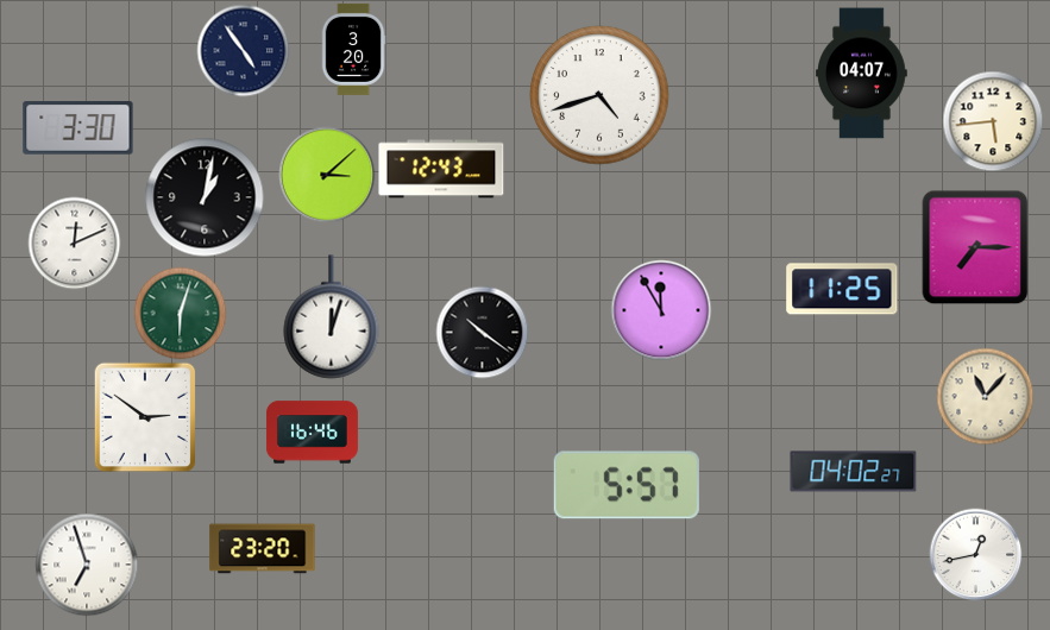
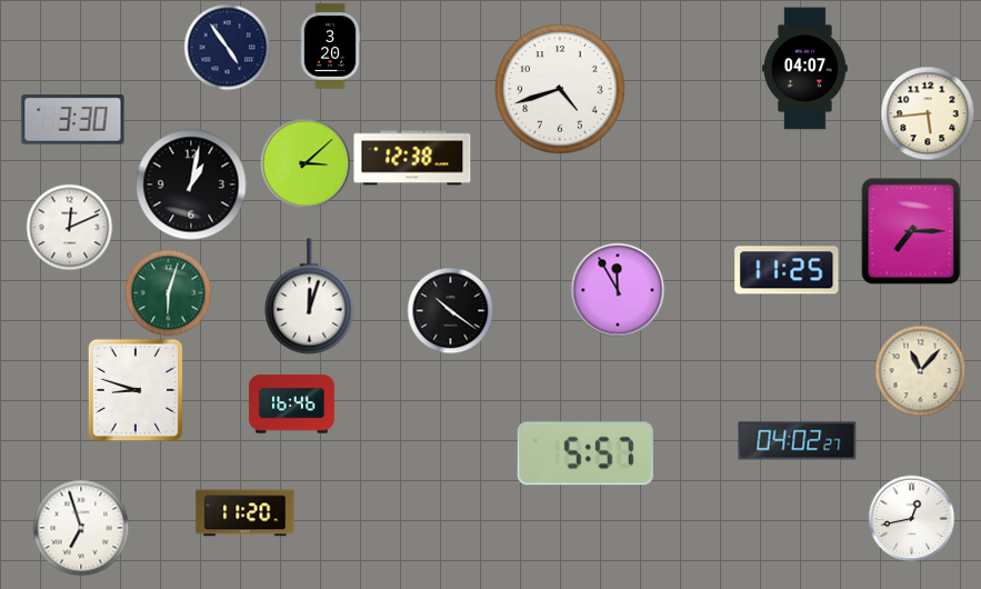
clock at (441, 169): 12:43 -> 12:38
clock at (145, 417): 2:51 -> 8:48
clock at (263, 549): 23:20 -> 11:20
